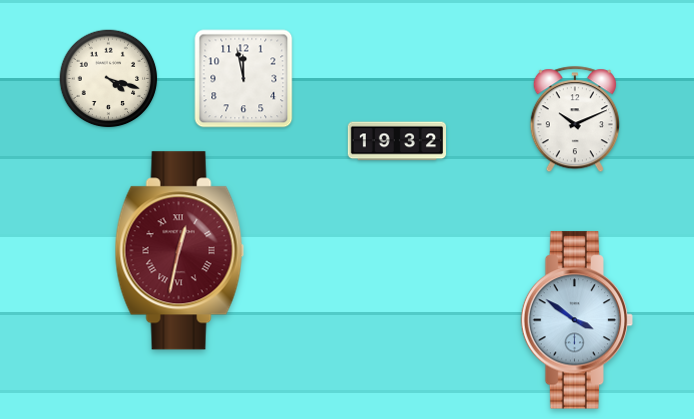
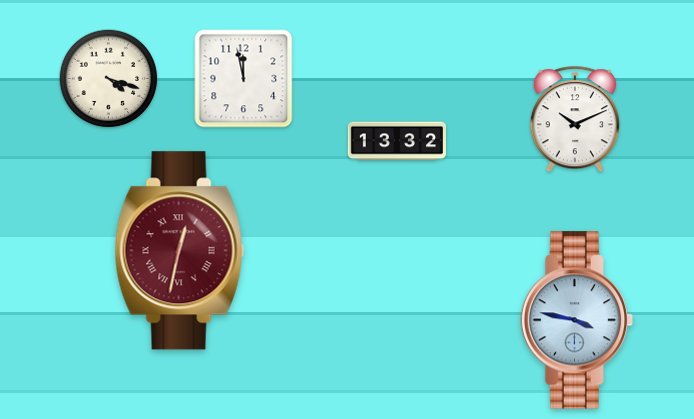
clock at (396, 141): 19:32 -> 13:32
clock at (577, 320): 3:51 -> 3:47
